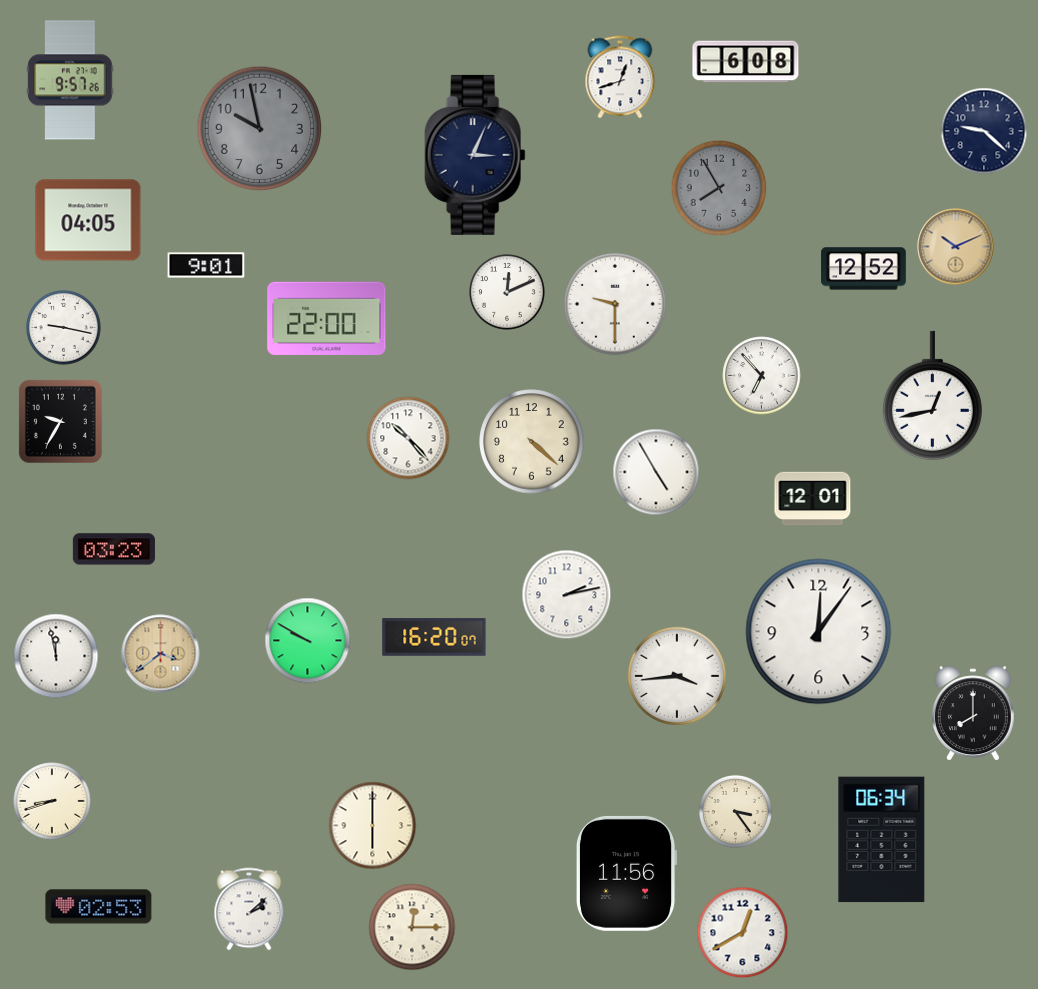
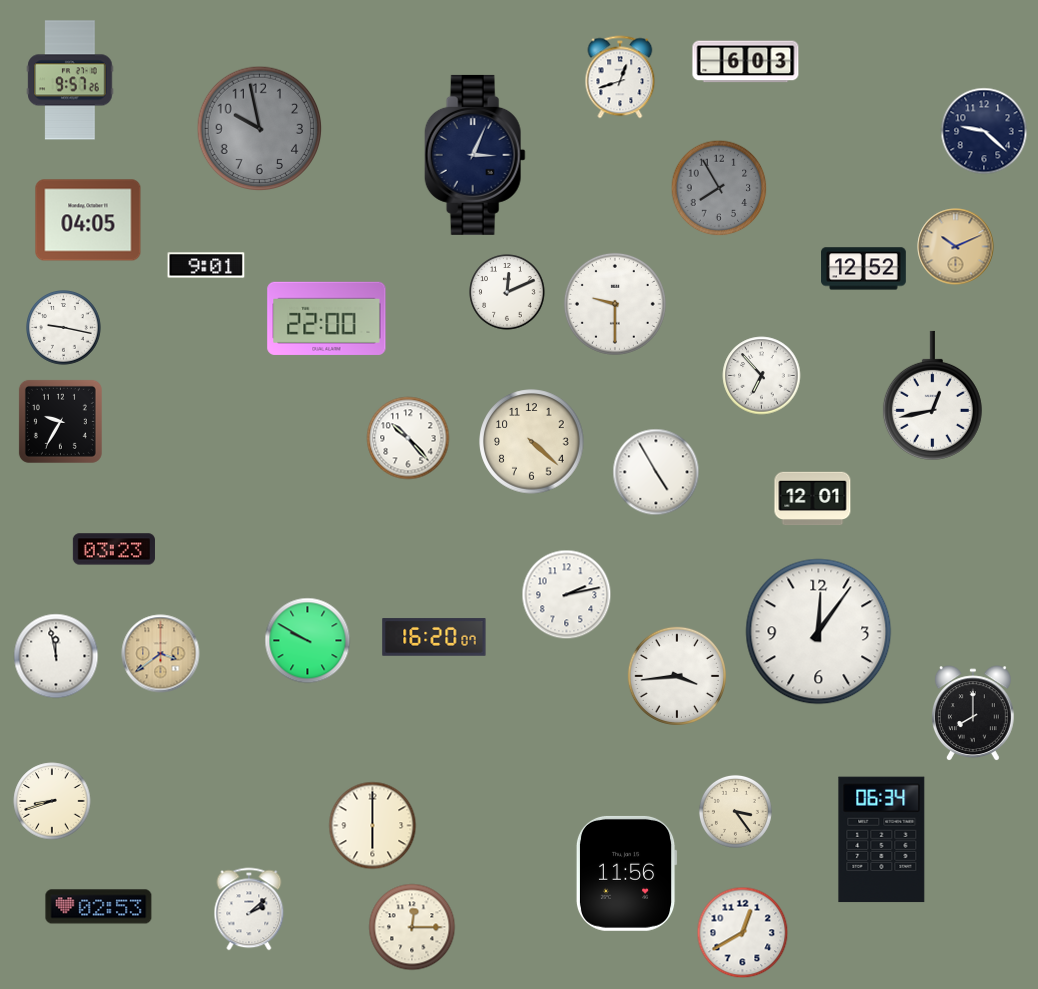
clock at (746, 62): 6:08 -> 6:03
